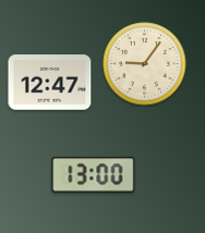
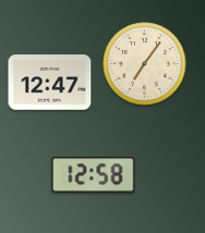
clock at (145, 64): 9:06 -> 7:06
clock at (94, 175): 13:00 -> 12:58
